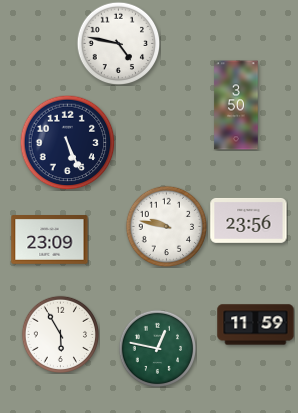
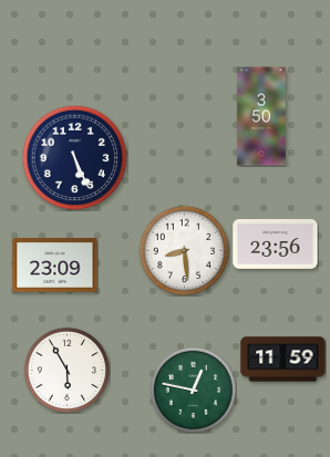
clock at (118, 43): 4:47 -> none
clock at (166, 226): 9:47 -> 8:29
clock at (157, 348) position: (157, 348) -> (193, 390)
